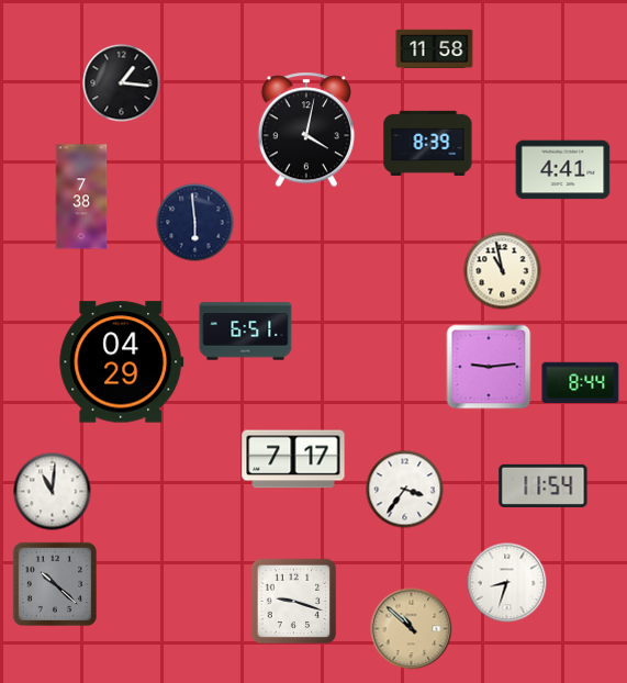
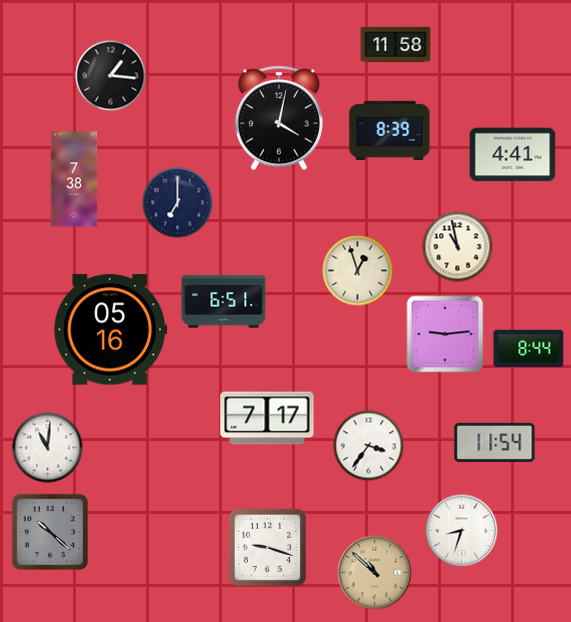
clock at (195, 223): 5:59 -> 7:00
clock at (358, 271): none -> 12:57
clock at (122, 362): 04:29 -> 05:16
